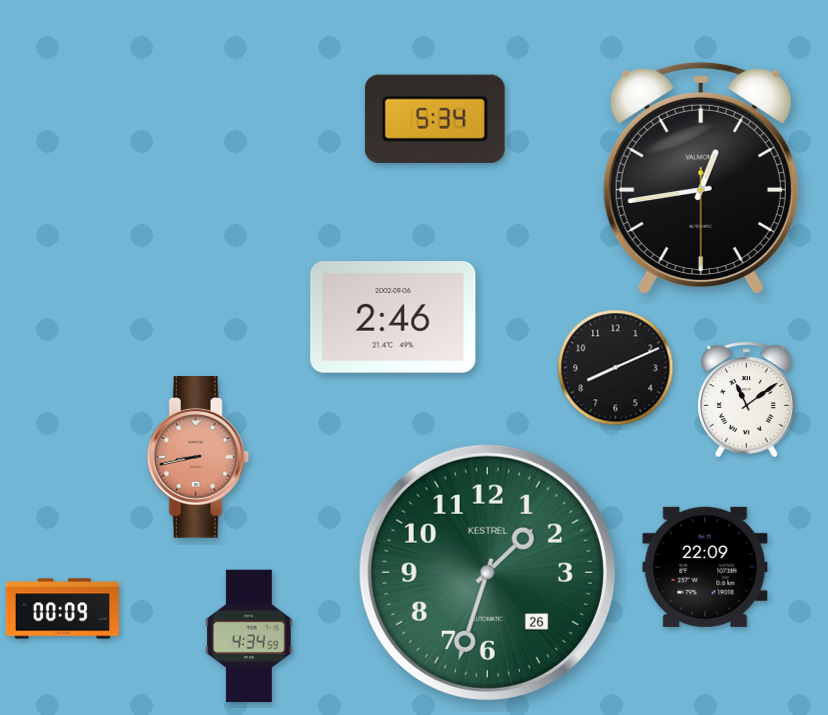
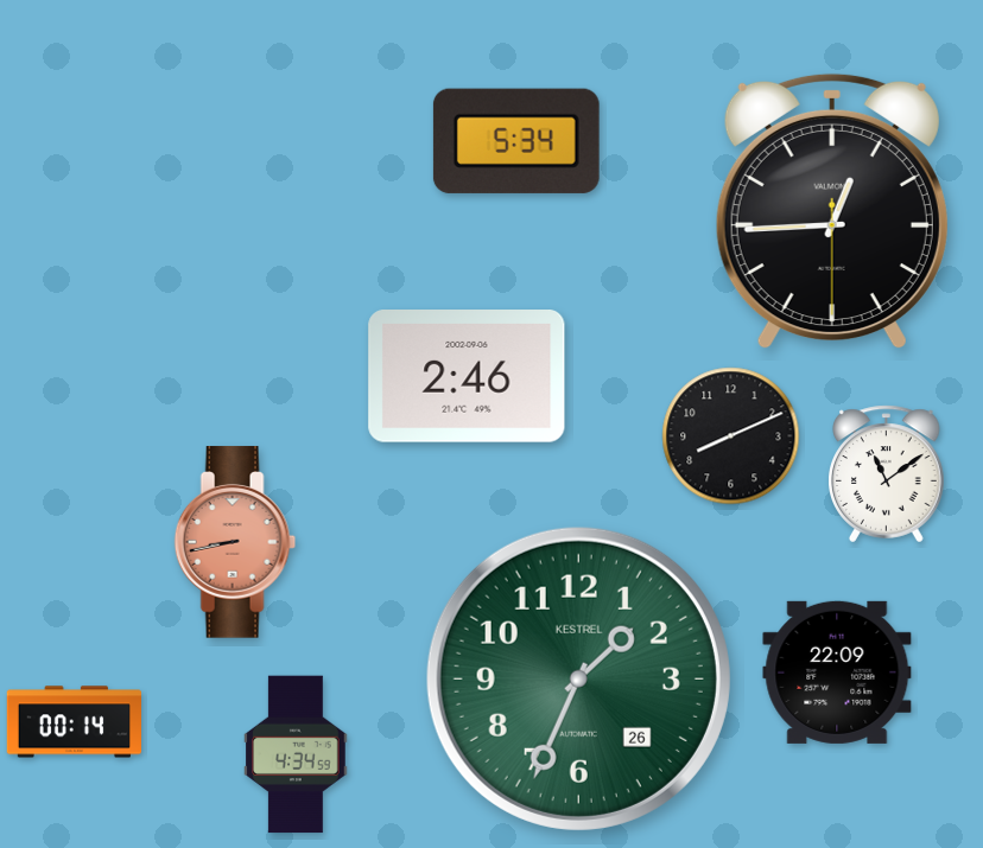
clock at (701, 178): 12:43 -> 12:44
clock at (487, 572): 1:33 -> 1:34
clock at (62, 609): 00:09 -> 00:14
